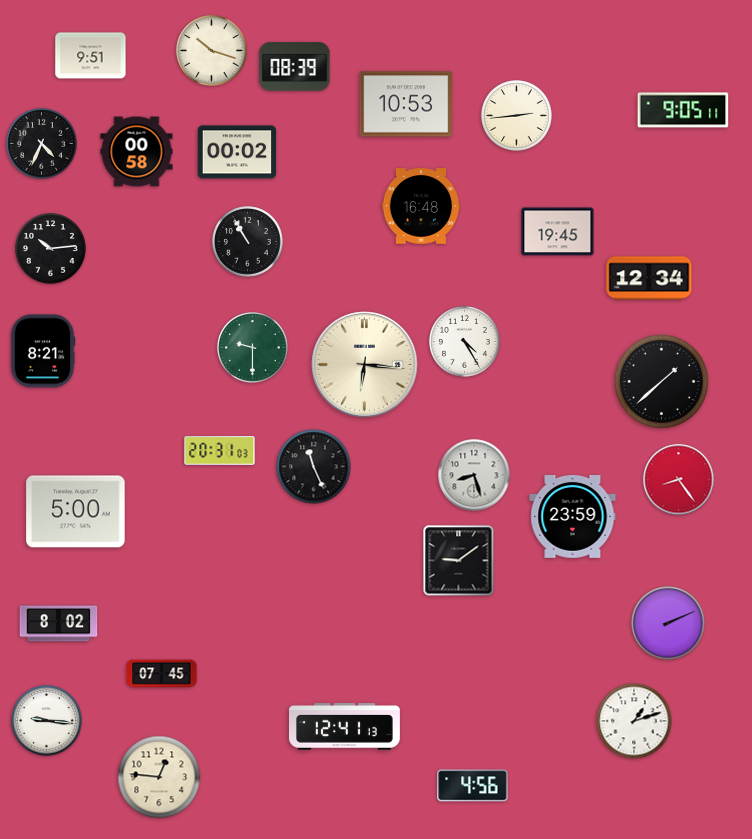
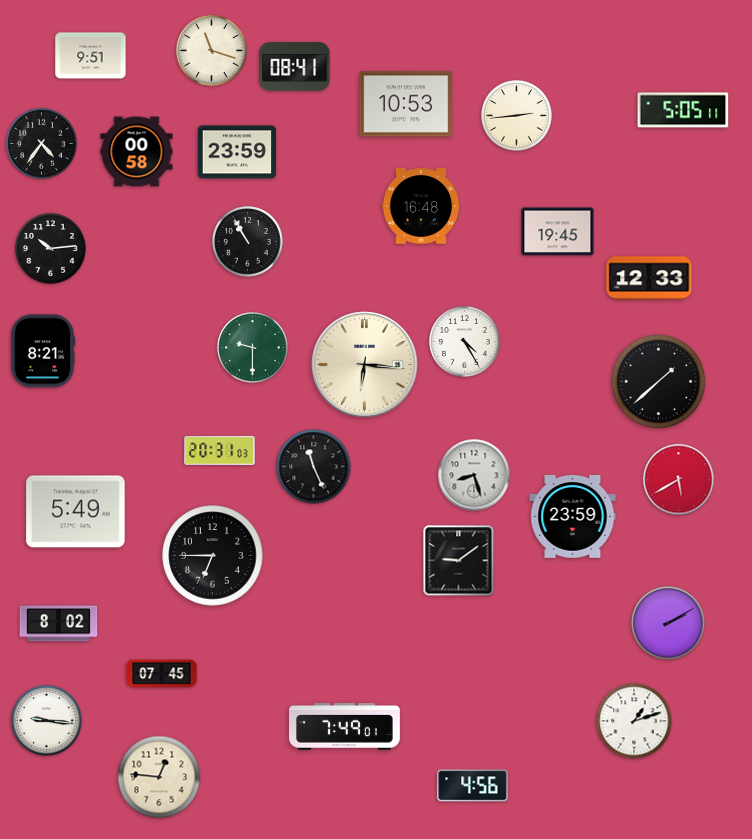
clock at (212, 51): 10:18 -> 11:18
clock at (295, 67): 08:39 -> 08:41
clock at (683, 110): 9:05 -> 5:05
clock at (42, 144): 4:34 -> 4:36
clock at (237, 152): 00:02 -> 23:59
clock at (649, 278): 12:34 -> 12:33
clock at (661, 381) position: (661, 381) -> (658, 381)
clock at (679, 480): 8:24 -> 5:40
clock at (76, 512): 5:00 -> 5:49
clock at (213, 556): none -> 6:45
clock at (668, 623): 2:11 -> 2:10
clock at (345, 727): 12:41 -> 7:49
